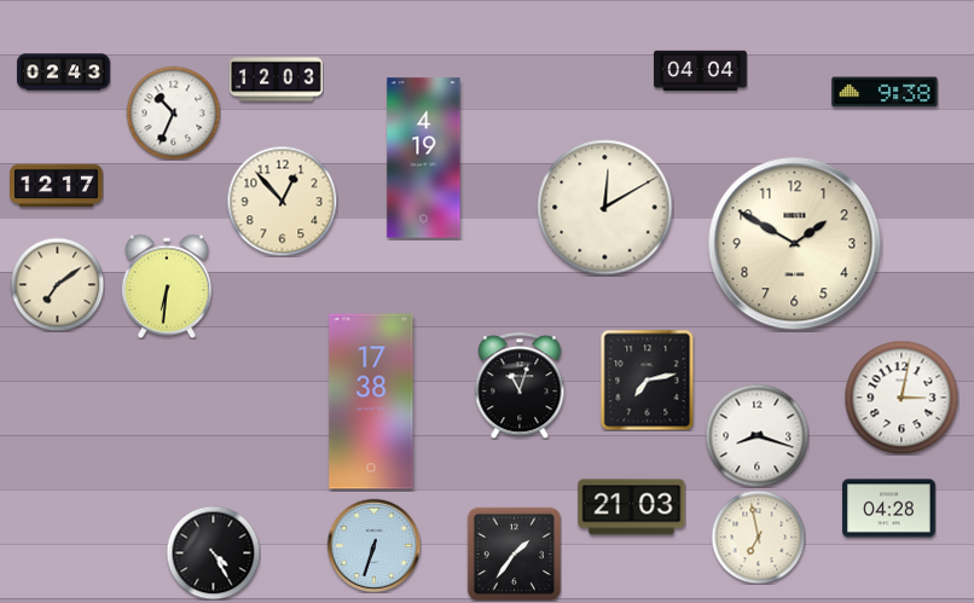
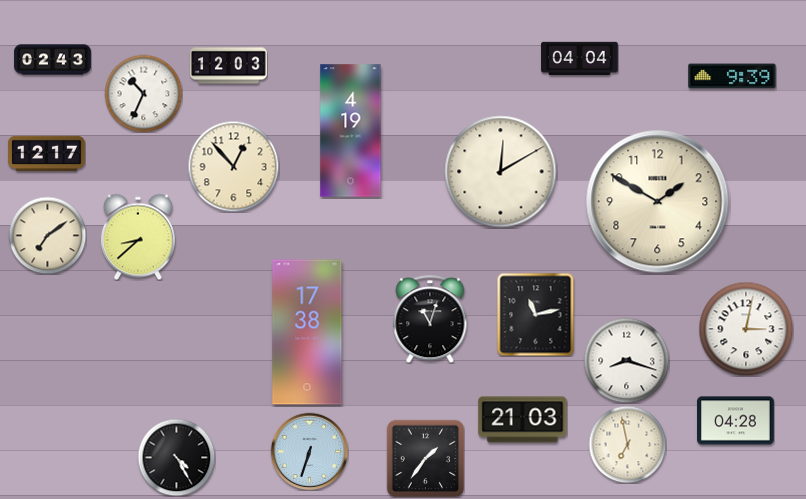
clock at (885, 92): 9:38 -> 9:39
clock at (167, 286): 6:31 -> 8:38
clock at (648, 379): 7:13 -> 11:13
